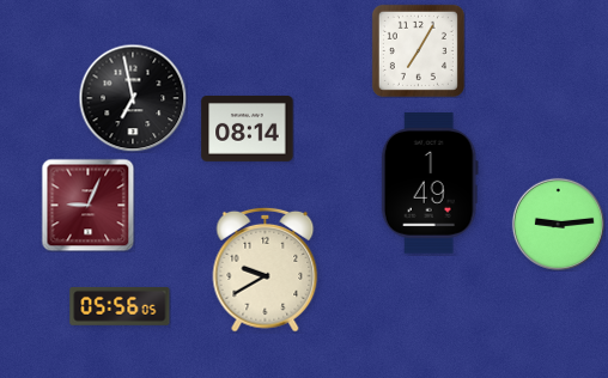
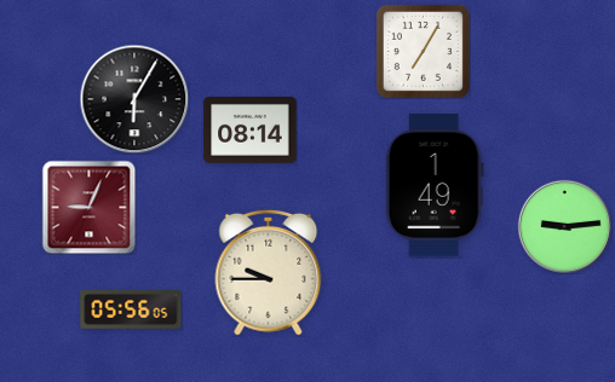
clock at (133, 98): 6:58 -> 6:05
clock at (266, 269): 9:40 -> 9:45
clock at (120, 306) position: (120, 306) -> (131, 309)
